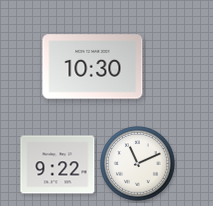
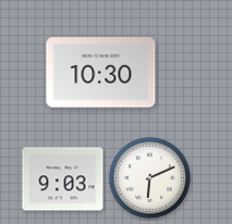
clock at (138, 164): 11:11 -> 6:11
clock at (58, 165): 9:22 -> 9:03
